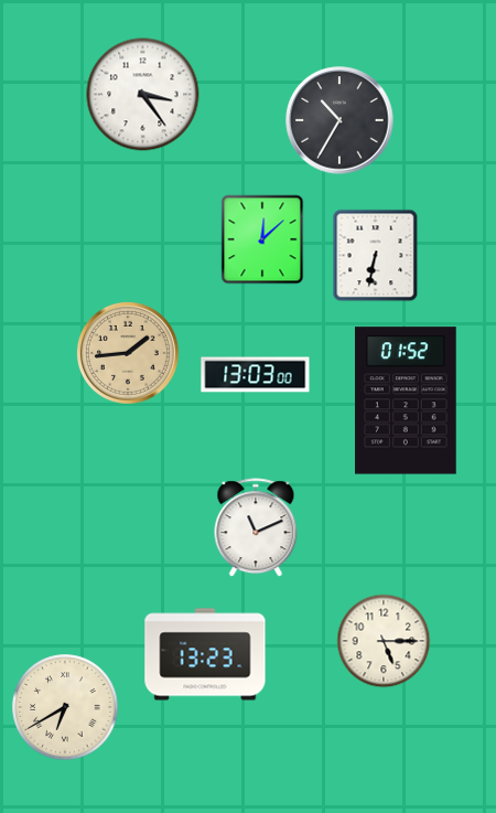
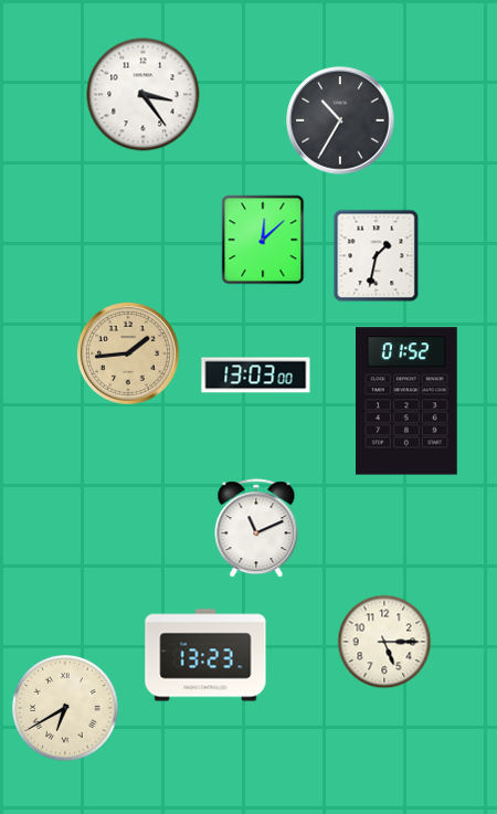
clock at (376, 256): 6:32 -> 1:32
